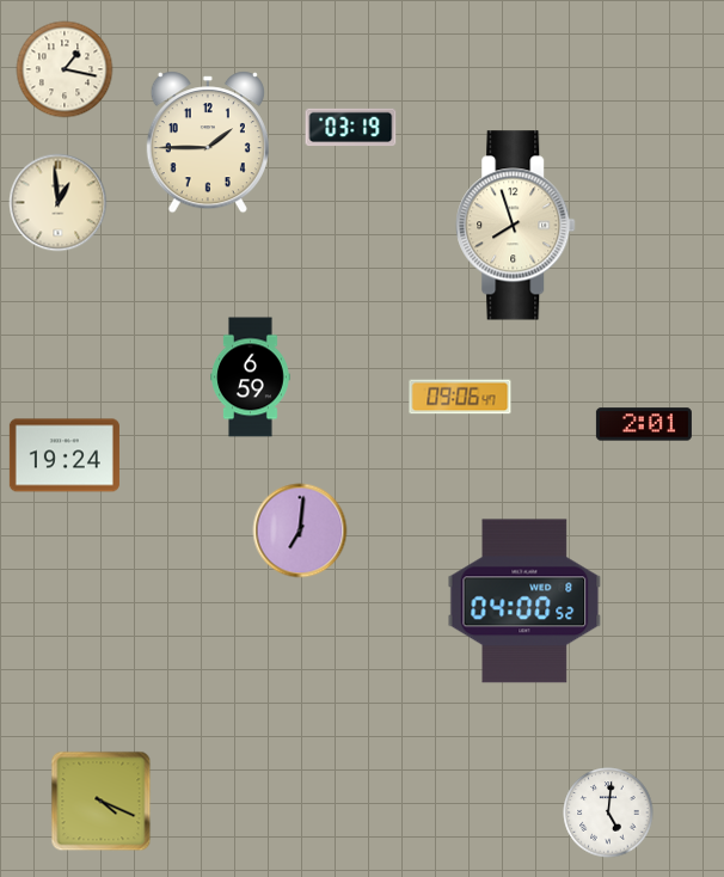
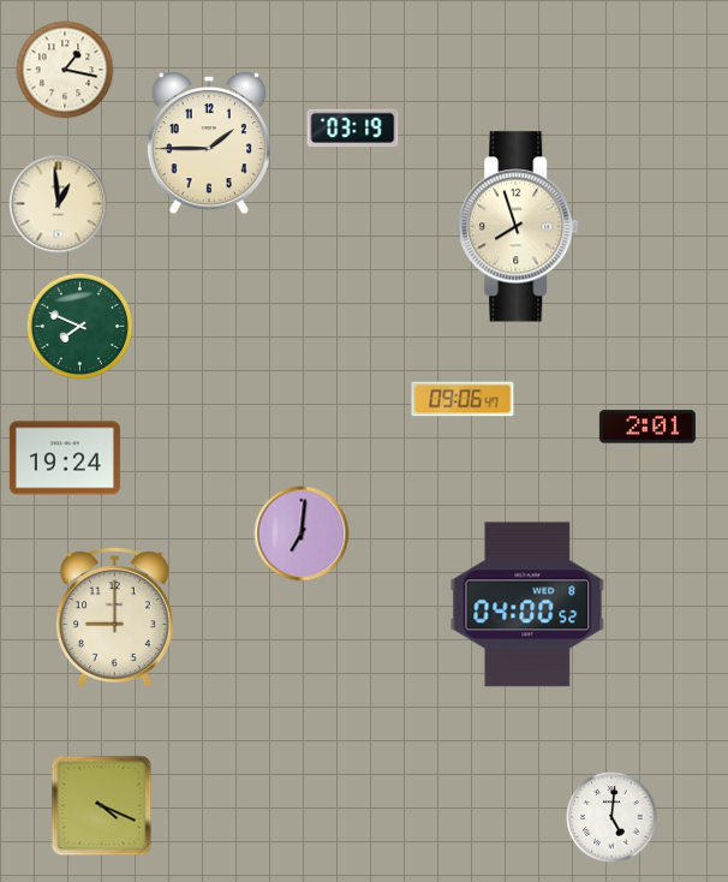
clock at (79, 326): none -> 7:49
clock at (251, 378): 6:59 -> none
clock at (114, 618): none -> 9:00
